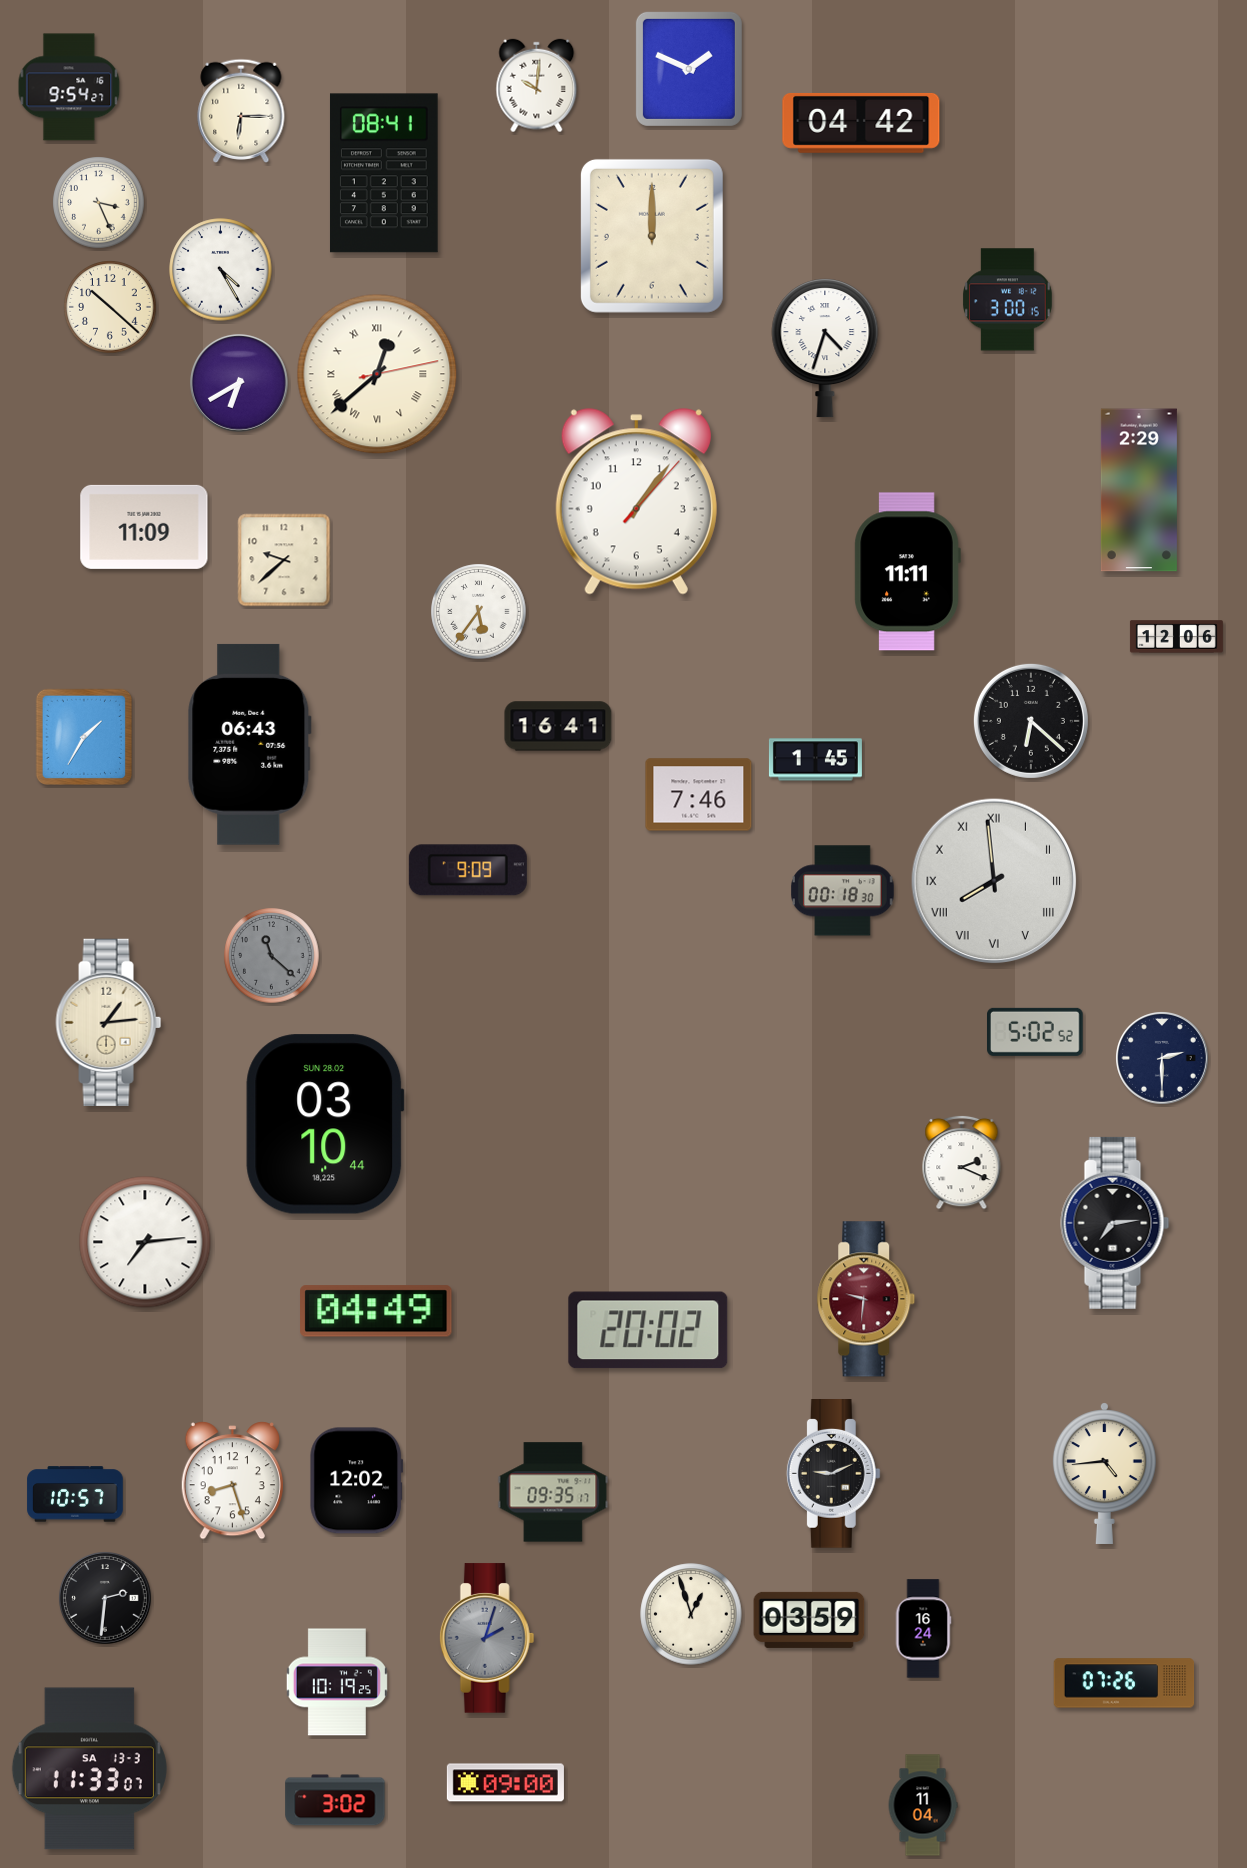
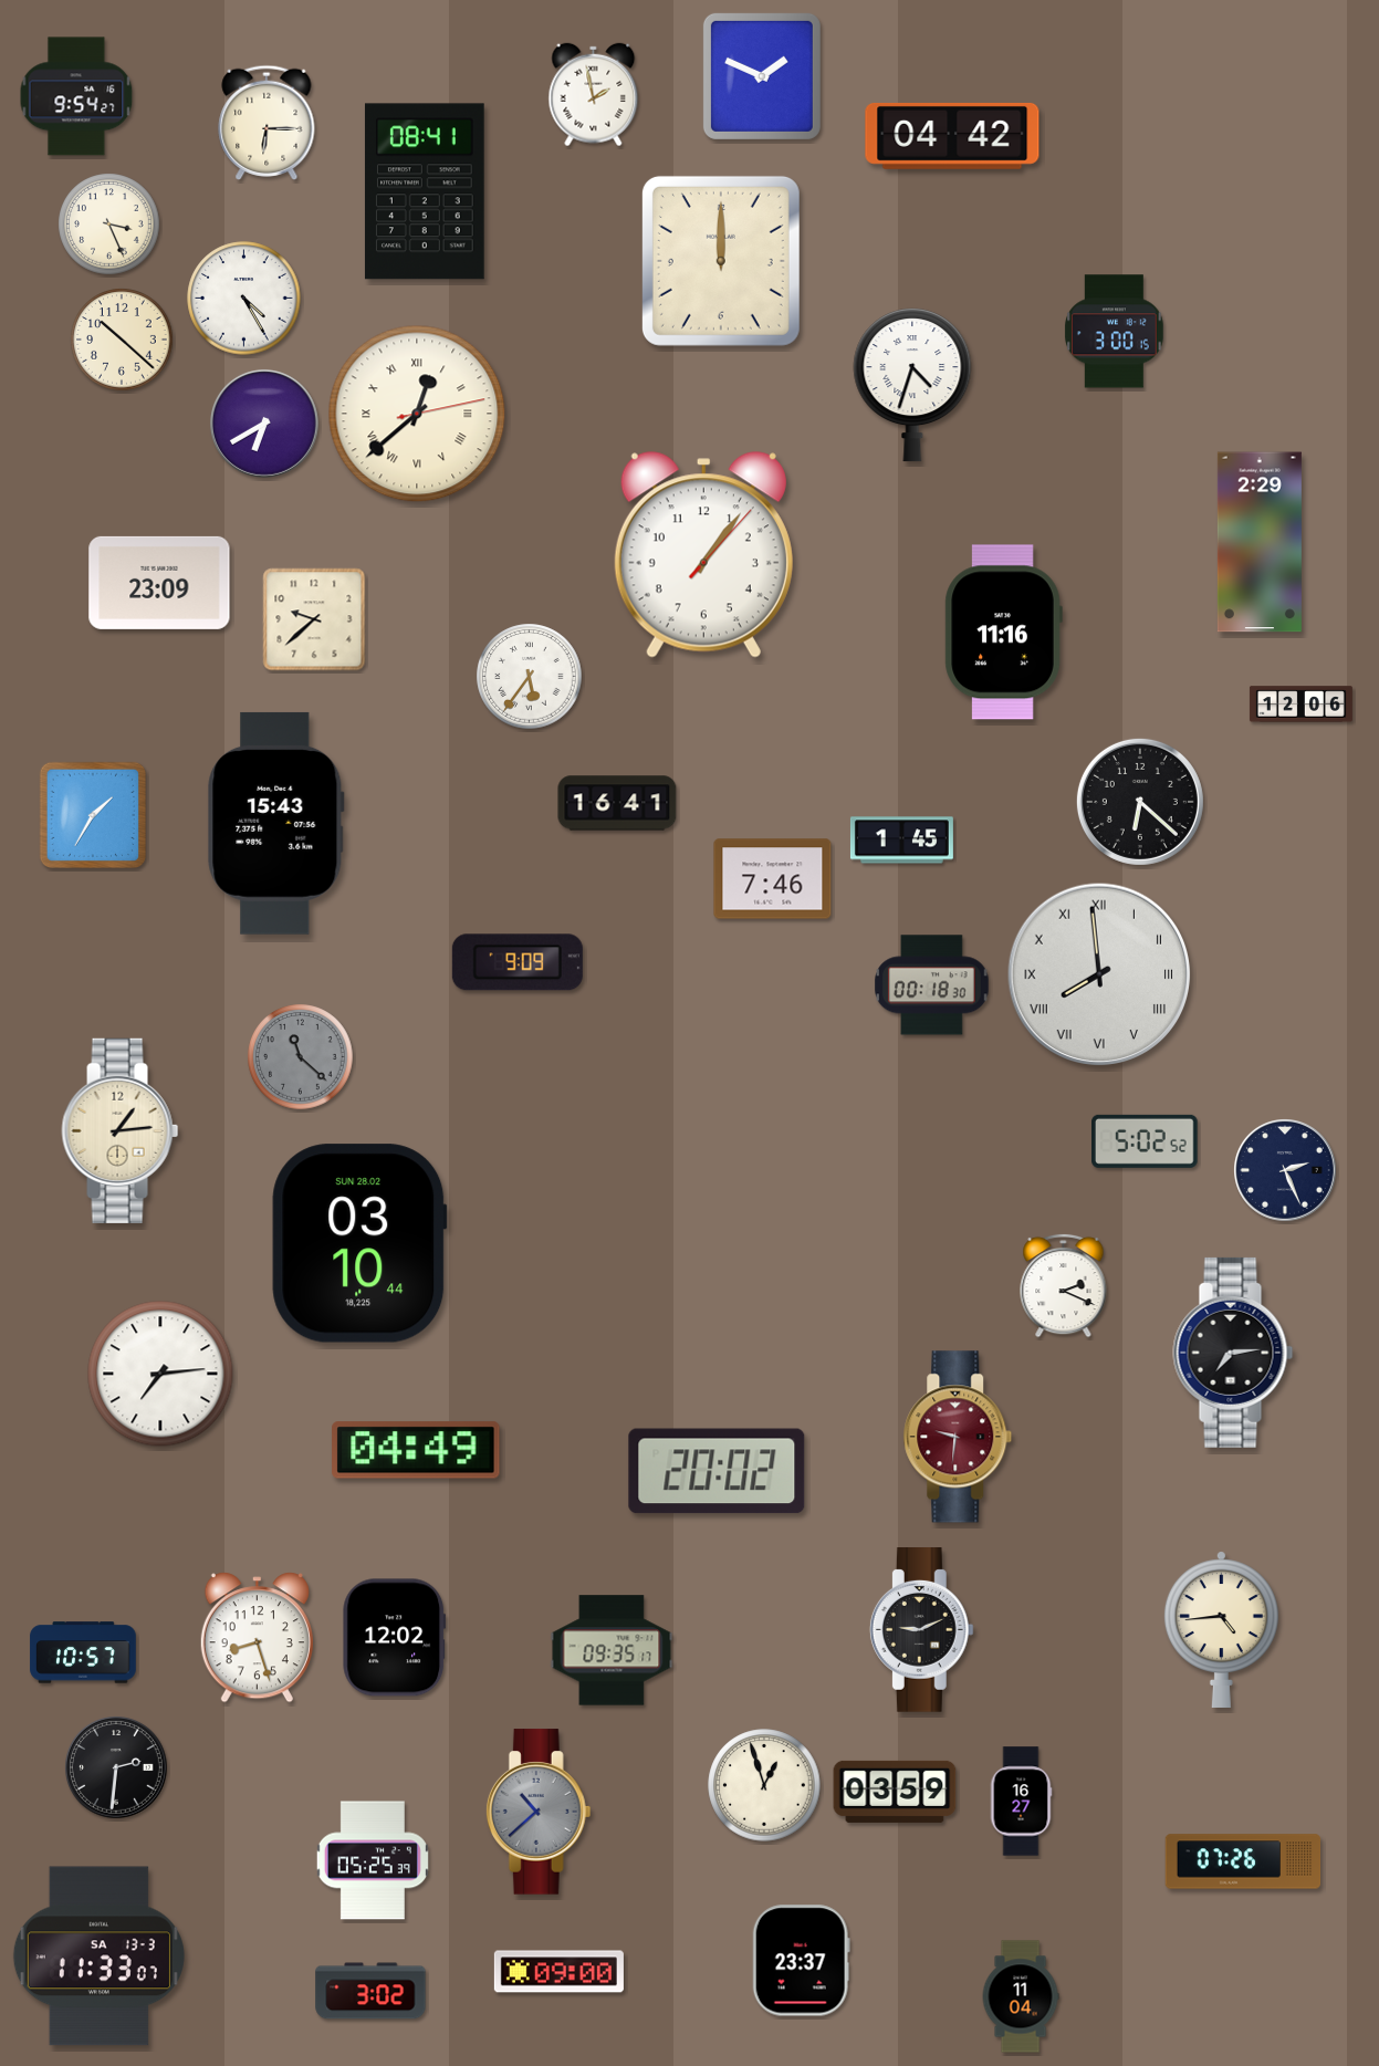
clock at (537, 86): 10:01 -> 1:58
clock at (144, 527): 11:09 -> 23:09
clock at (907, 572): 11:11 -> 11:16
clock at (1031, 721) position: (1031, 721) -> (1140, 802)
clock at (250, 744): 06:43 -> 15:43
clock at (1163, 1059): 2:30 -> 2:26
clock at (923, 1629): 16:24 -> 16:27
clock at (487, 1638): 2:03 -> 10:38
clock at (337, 1682): 10:19 -> 05:25
clock at (801, 1961): none -> 23:37
